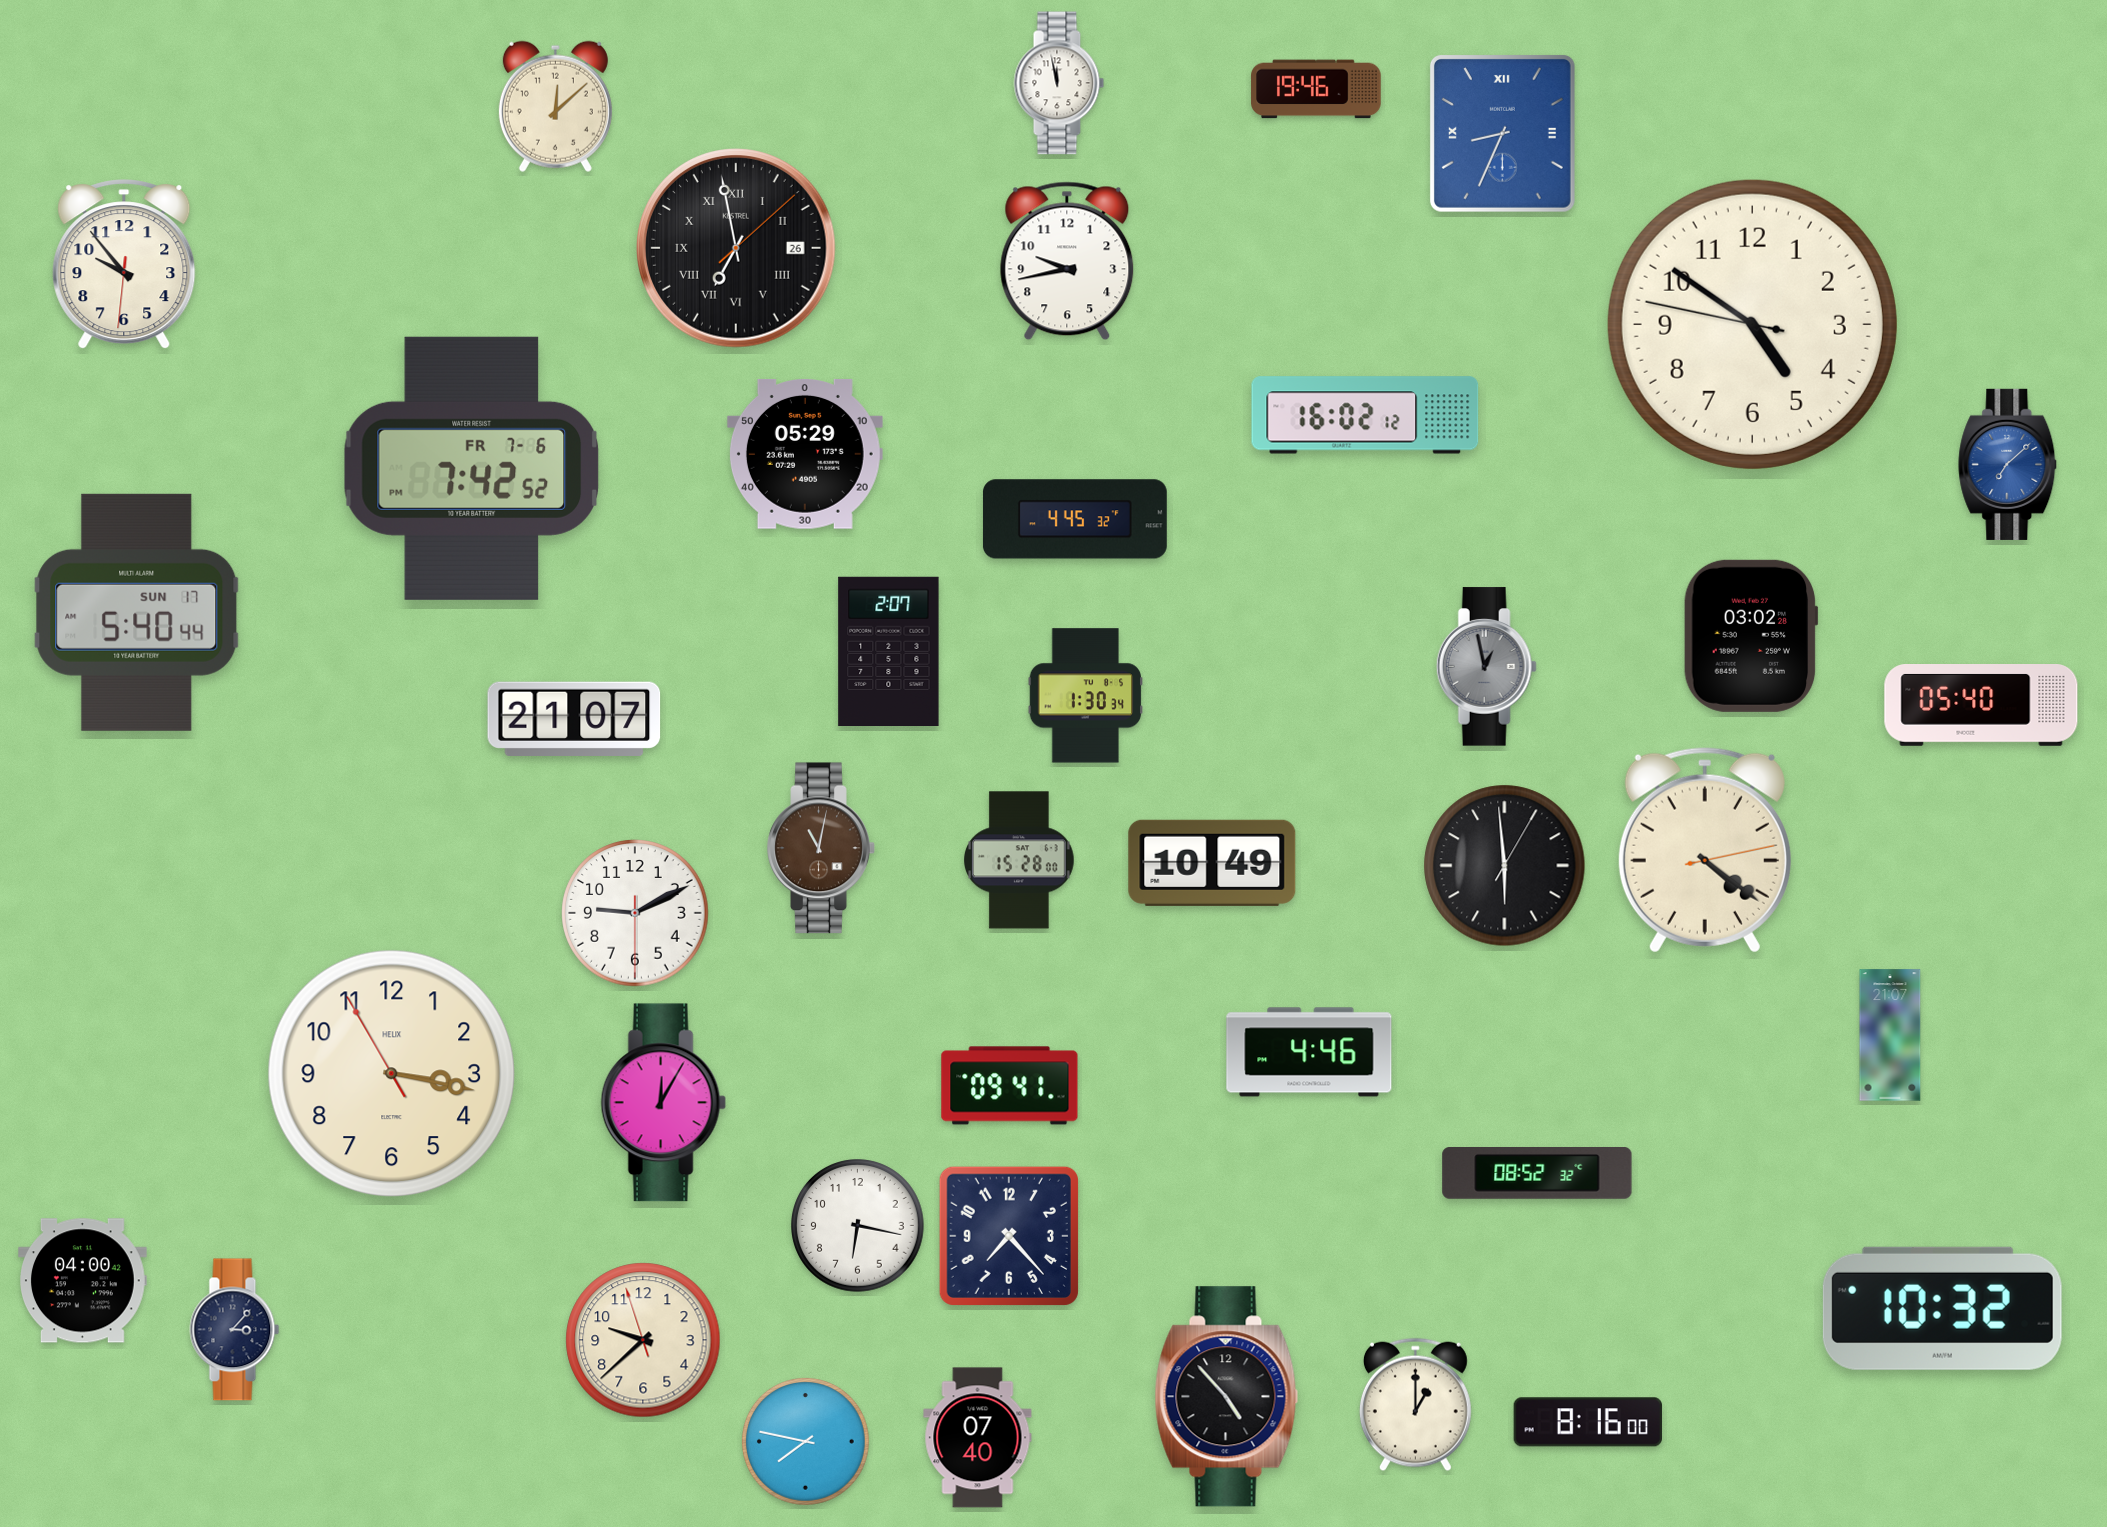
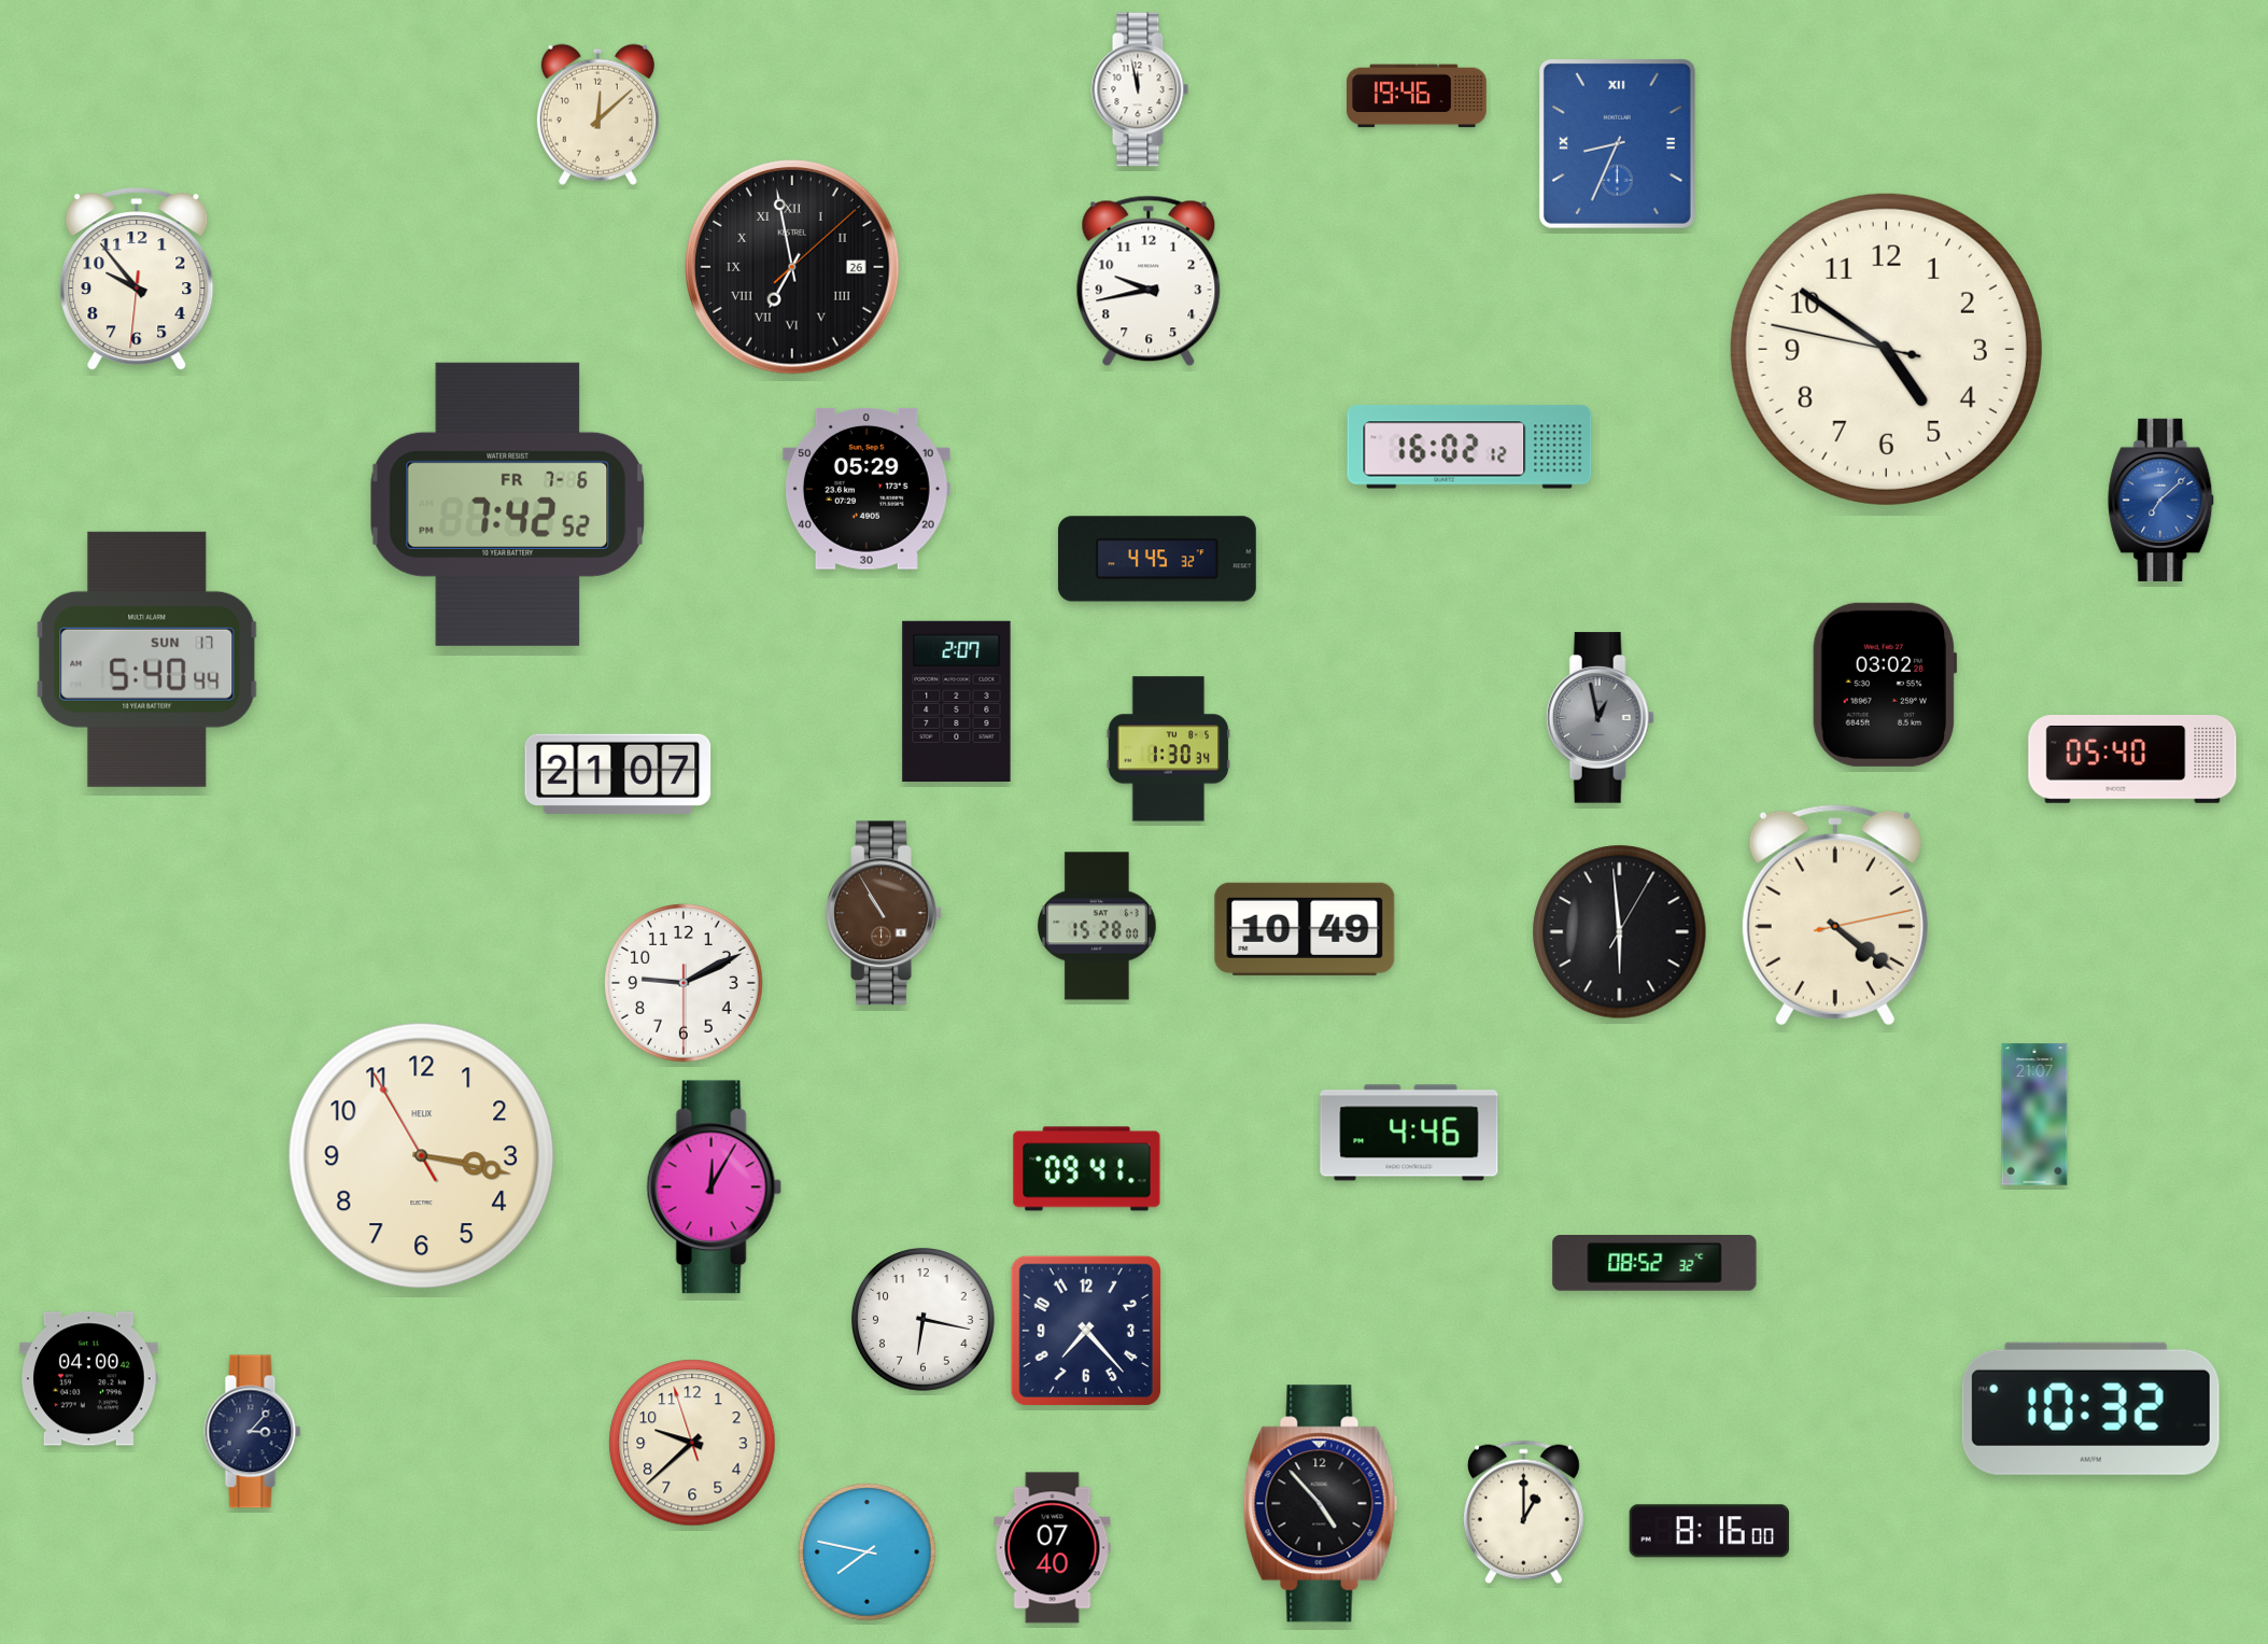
clock at (124, 265) position: (124, 265) -> (137, 280)
clock at (821, 848): 11:02 -> 10:55
